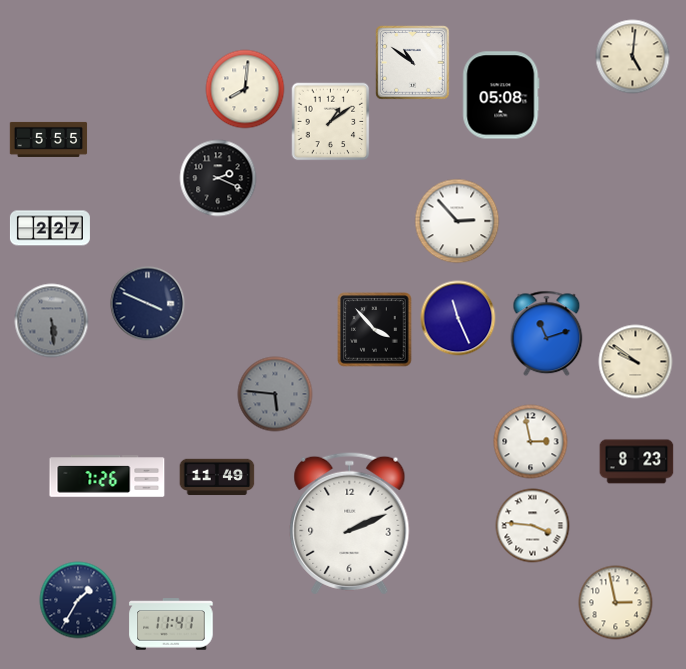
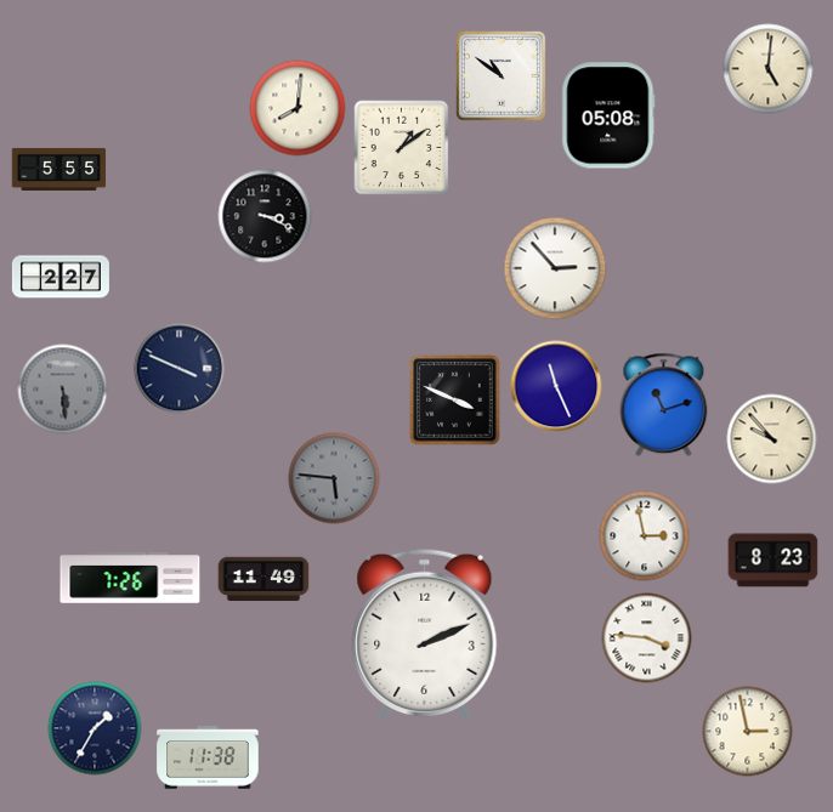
clock at (218, 178): 2:19 -> 3:19
clock at (375, 330): 3:53 -> 3:49
clock at (636, 362): 9:51 -> 9:53
clock at (171, 624): 11:41 -> 11:38
